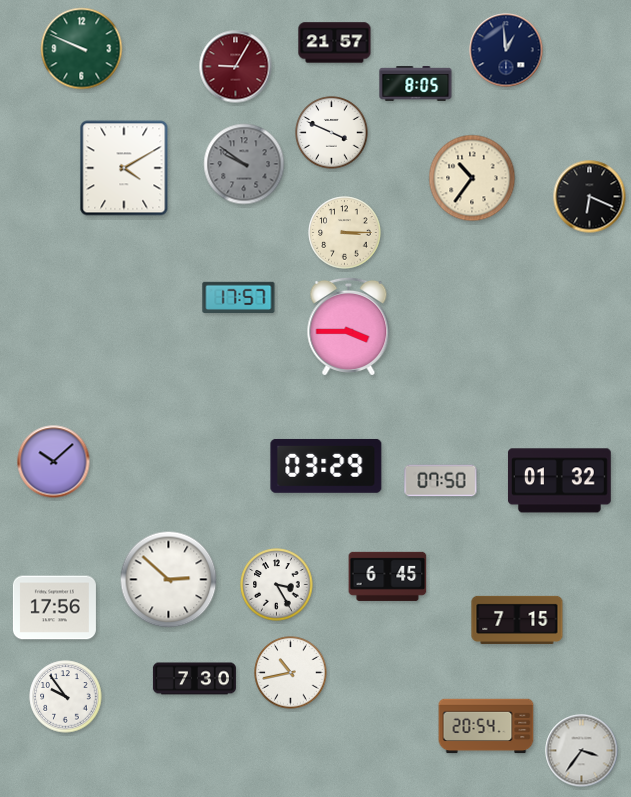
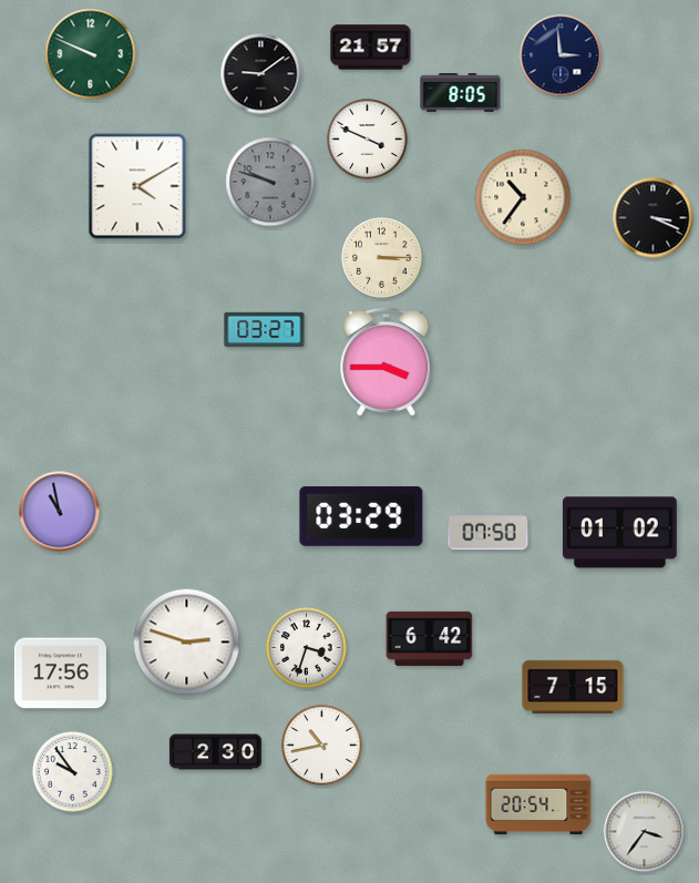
clock at (506, 50): 12:59 -> 2:59
clock at (236, 67): 9:05 -> 9:09
clock at (236, 67) dial: burgundy -> black
clock at (332, 133) position: (332, 133) -> (368, 140)
clock at (244, 164): 9:51 -> 9:48
clock at (590, 197): 6:19 -> 3:19
clock at (239, 297): 17:57 -> 03:27
clock at (54, 462): 10:08 -> 10:58
clock at (559, 481): 01:32 -> 01:02
clock at (388, 576): 6:45 -> 6:42
clock at (169, 580): 2:52 -> 2:48
clock at (277, 585): 3:25 -> 3:33
clock at (194, 679): 7:30 -> 2:30
